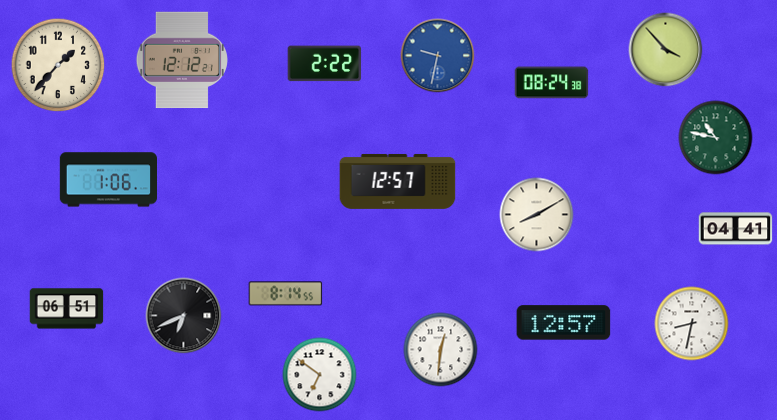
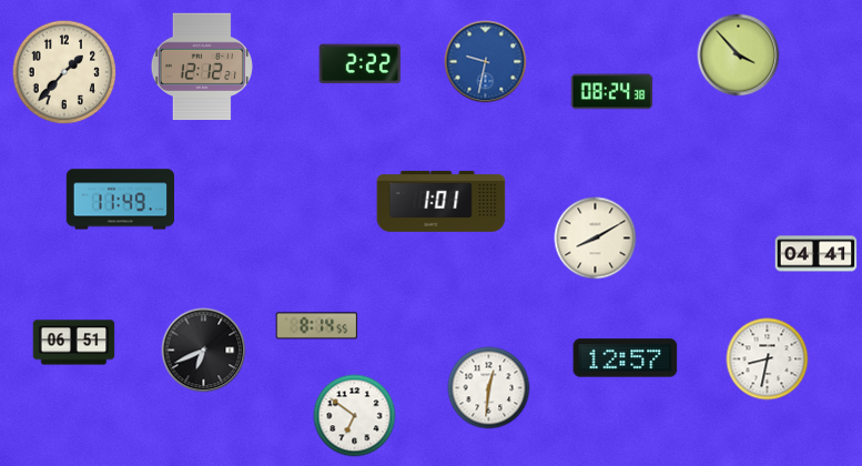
clock at (325, 64) position: (325, 64) -> (361, 64)
clock at (716, 138): 10:47 -> none
clock at (108, 180): 1:06 -> 11:49
clock at (398, 181): 12:57 -> 1:01
